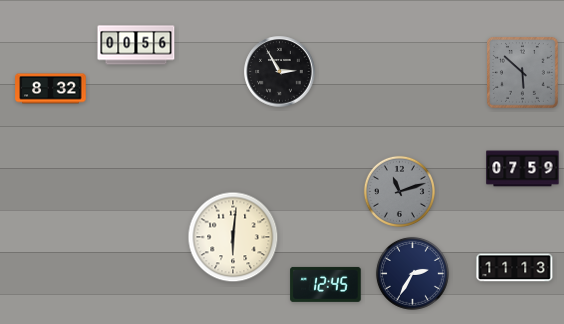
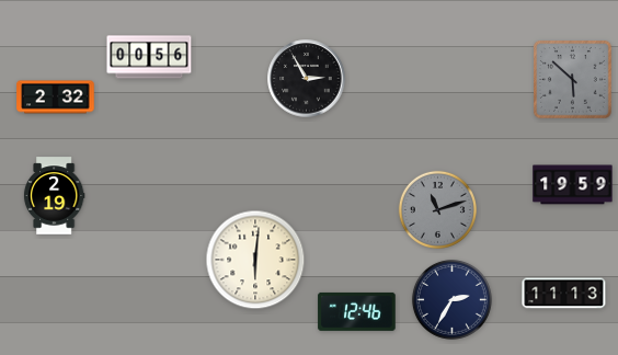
clock at (136, 45) position: (136, 45) -> (149, 57)
clock at (51, 89): 8:32 -> 2:32
clock at (523, 169): 07:59 -> 19:59
clock at (54, 196): none -> 2:19
clock at (326, 284): 12:45 -> 12:46
